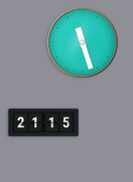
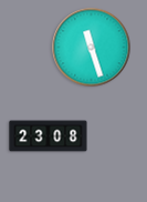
clock at (44, 123): 21:15 -> 23:08
